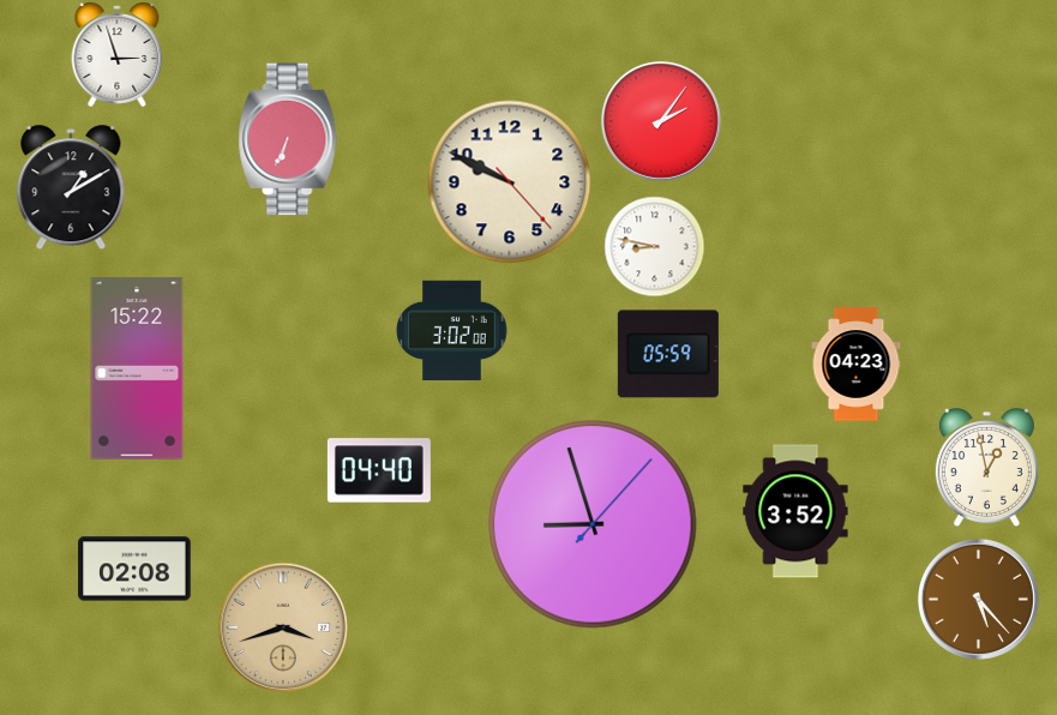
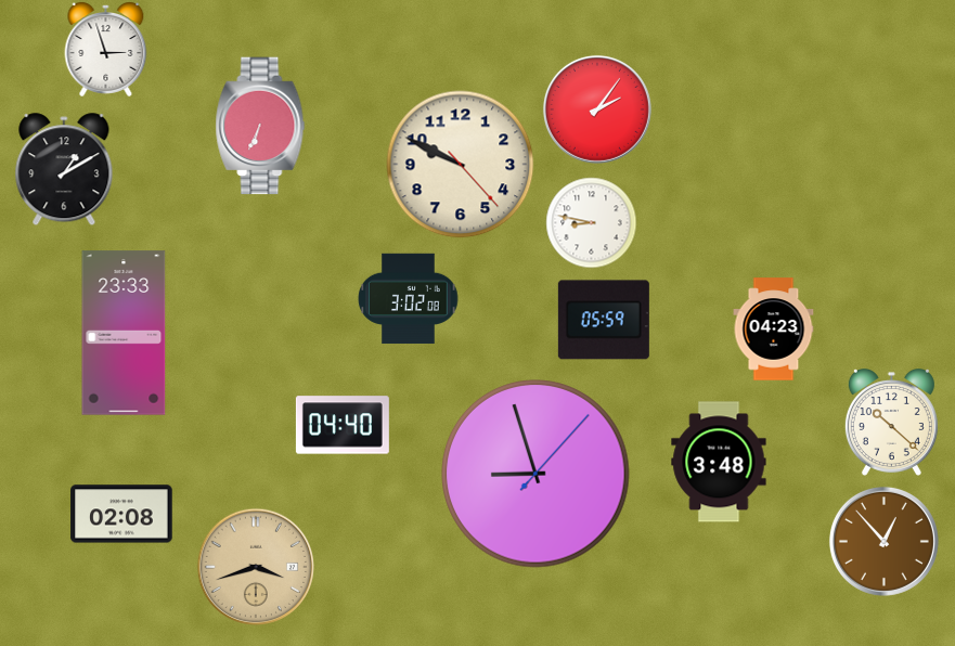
clock at (137, 368): 15:22 -> 23:33
clock at (986, 468): 12:58 -> 10:22
clock at (795, 511): 3:52 -> 3:48
clock at (978, 599): 5:23 -> 12:53
